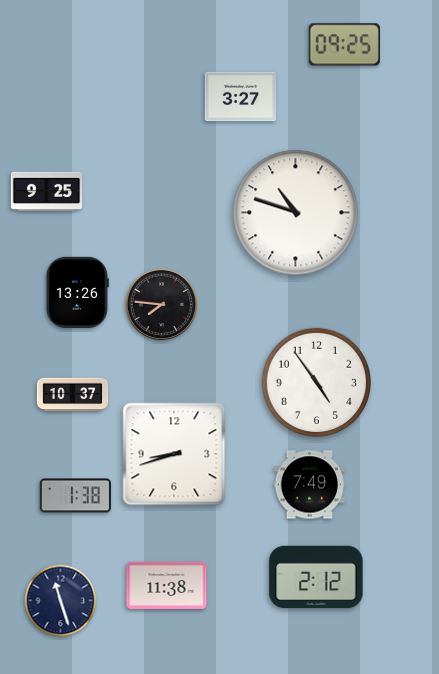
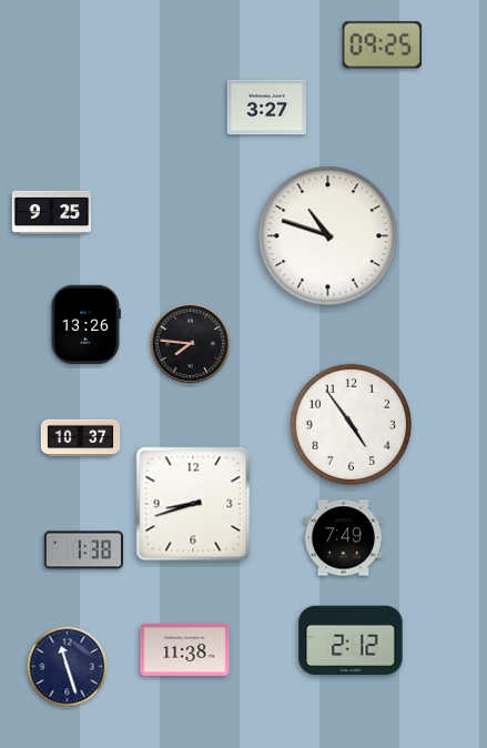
clock at (344, 45) position: (344, 45) -> (382, 46)
clock at (162, 305) position: (162, 305) -> (191, 344)
